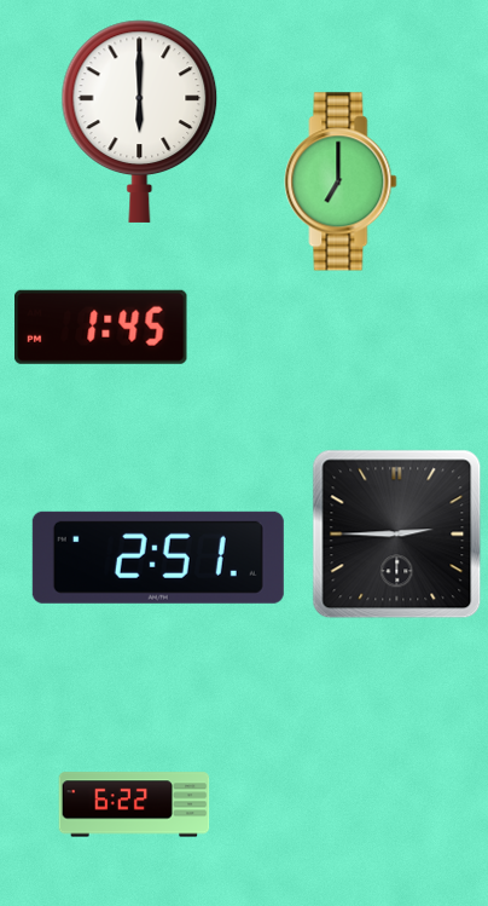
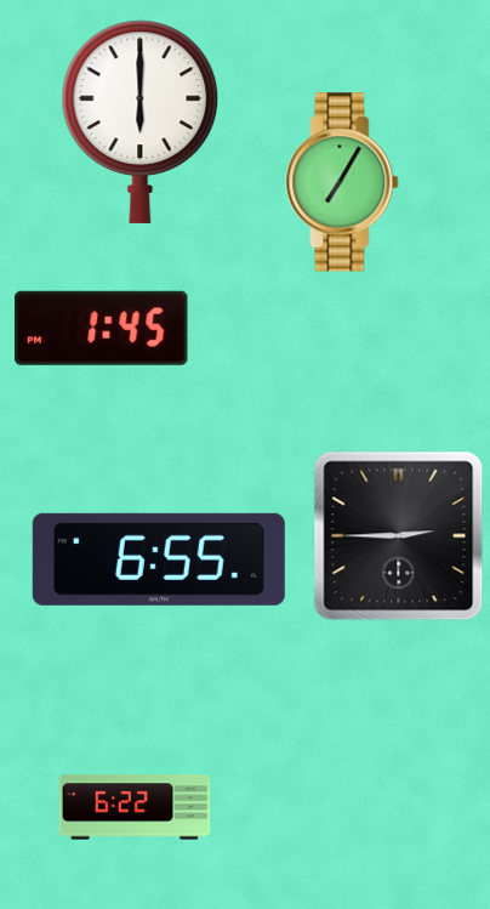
clock at (341, 181): 7:00 -> 7:05
clock at (158, 558): 2:51 -> 6:55
